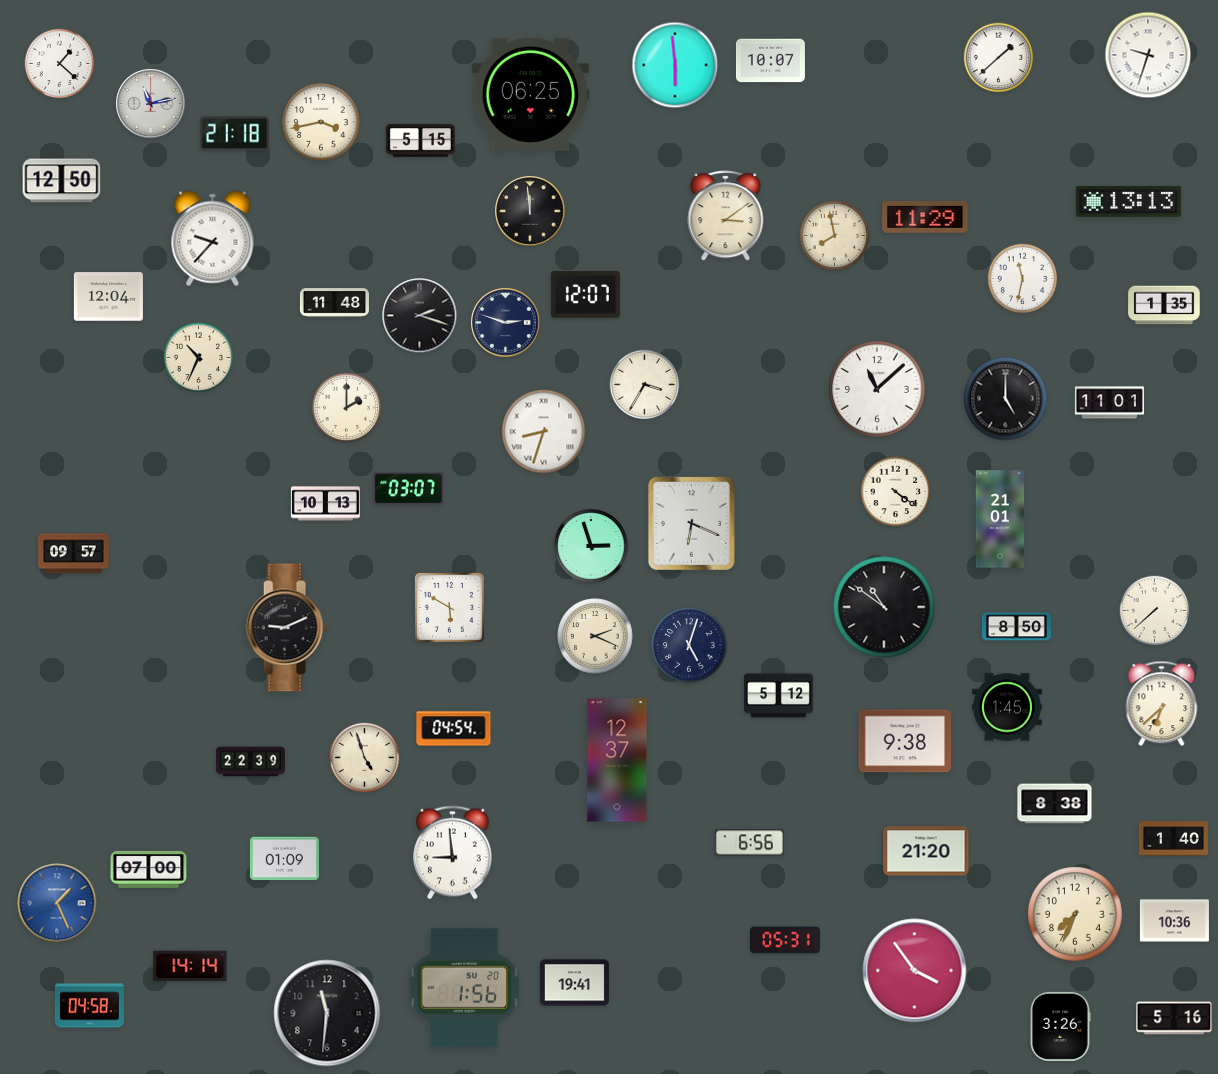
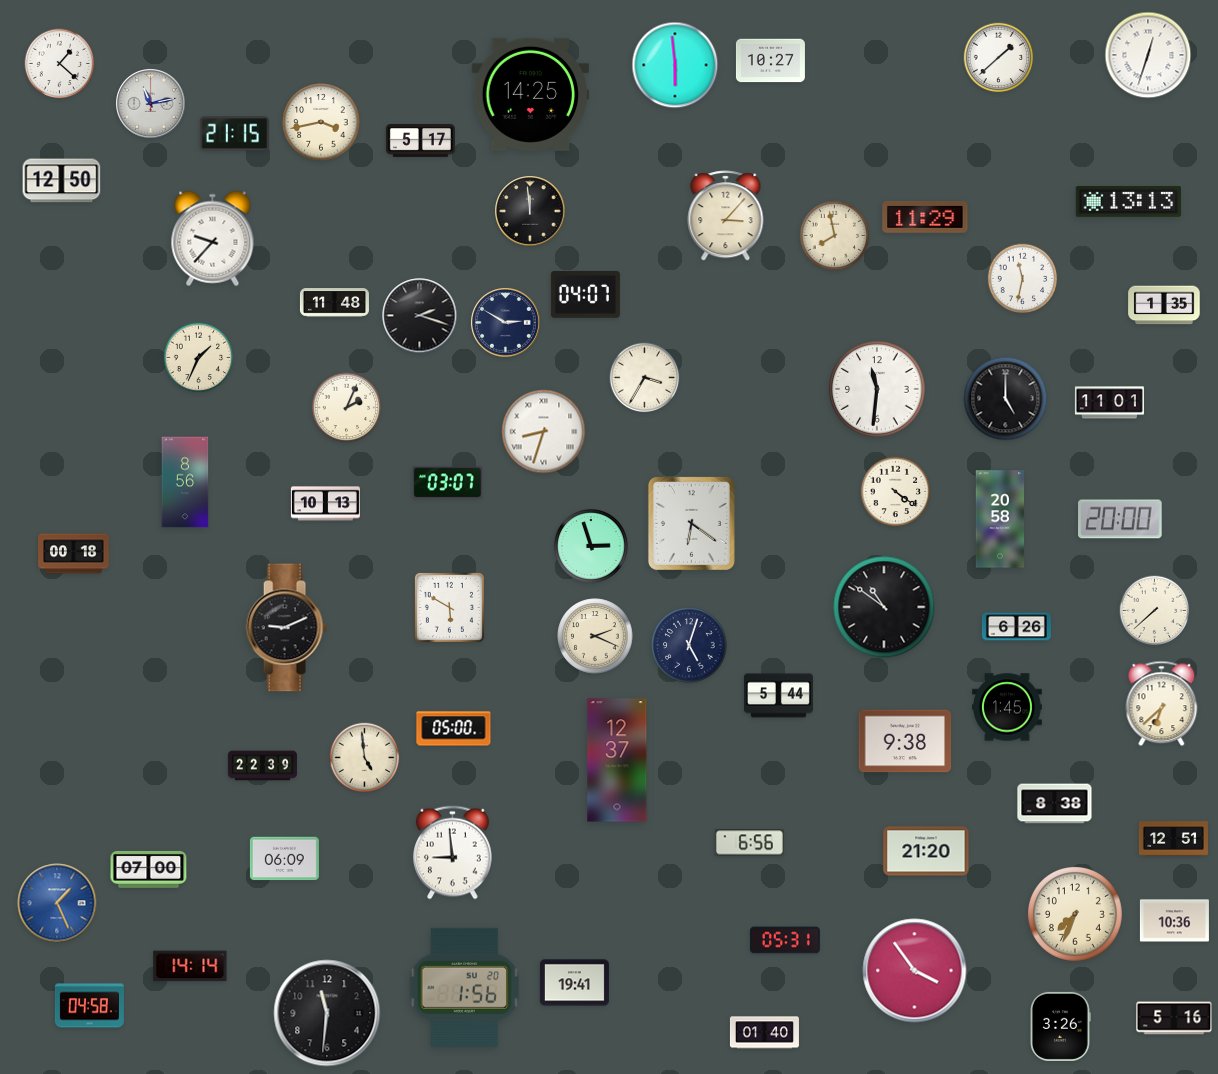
clock at (1148, 55): 9:33 -> 12:33
clock at (770, 61): 10:07 -> 10:27
clock at (530, 94): 06:25 -> 14:25
clock at (234, 134): 21:18 -> 21:15
clock at (420, 141): 5:15 -> 5:17
clock at (726, 216): 3:09 -> 3:07
clock at (585, 295): 12:07 -> 04:07
clock at (108, 297): 12:04 -> none
clock at (506, 323): 2:48 -> 2:50
clock at (199, 358): 10:34 -> 1:34
clock at (645, 385) position: (645, 385) -> (645, 378)
clock at (877, 389): 11:08 -> 11:31
clock at (347, 408): 2:00 -> 2:04
clock at (185, 482): none -> 8:56
clock at (408, 489) position: (408, 489) -> (447, 483)
clock at (1000, 519): 21:01 -> 20:58
clock at (1120, 519): none -> 20:00
clock at (691, 523): 6:19 -> 6:21
clock at (74, 554): 09:57 -> 00:18
clock at (1016, 627): 8:50 -> 6:26
clock at (778, 696): 5:12 -> 5:44
clock at (454, 729): 04:54 -> 05:00
clock at (365, 758): 4:57 -> 4:59
clock at (250, 762) position: (250, 762) -> (262, 766)
clock at (1173, 839): 1:40 -> 12:51
clock at (284, 859): 01:09 -> 06:09
clock at (764, 1033): none -> 01:40
